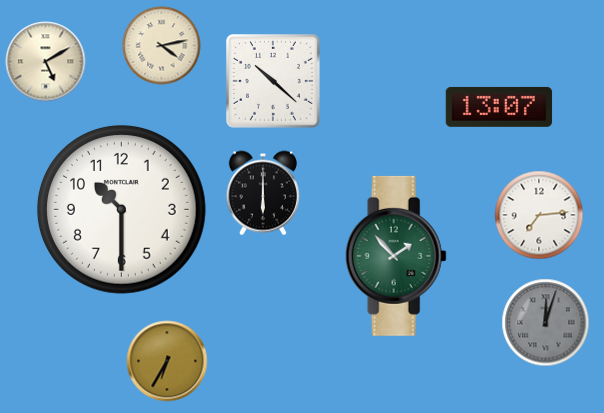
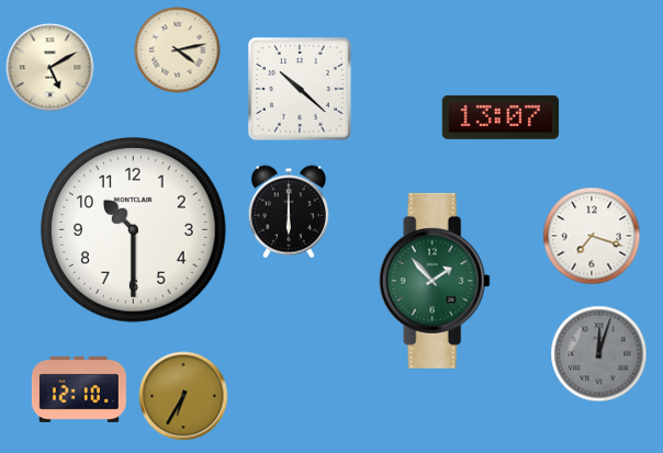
clock at (499, 107) position: (499, 107) -> (501, 117)
clock at (539, 215): 7:14 -> 7:18
clock at (79, 389): none -> 12:10
